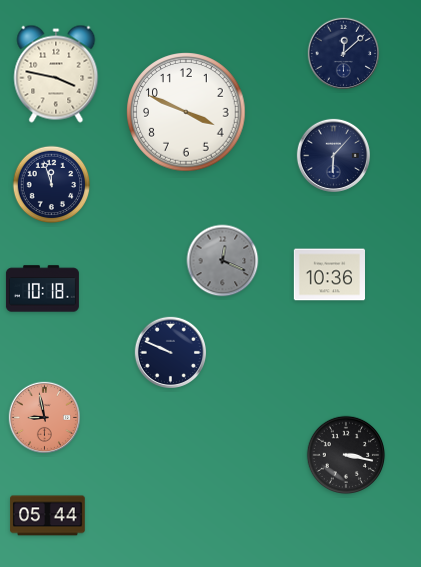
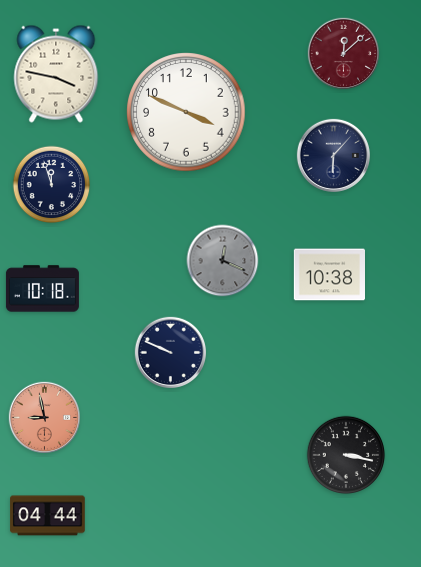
clock at (344, 54) dial: navy -> burgundy
clock at (329, 275): 10:36 -> 10:38
clock at (48, 516): 05:44 -> 04:44
